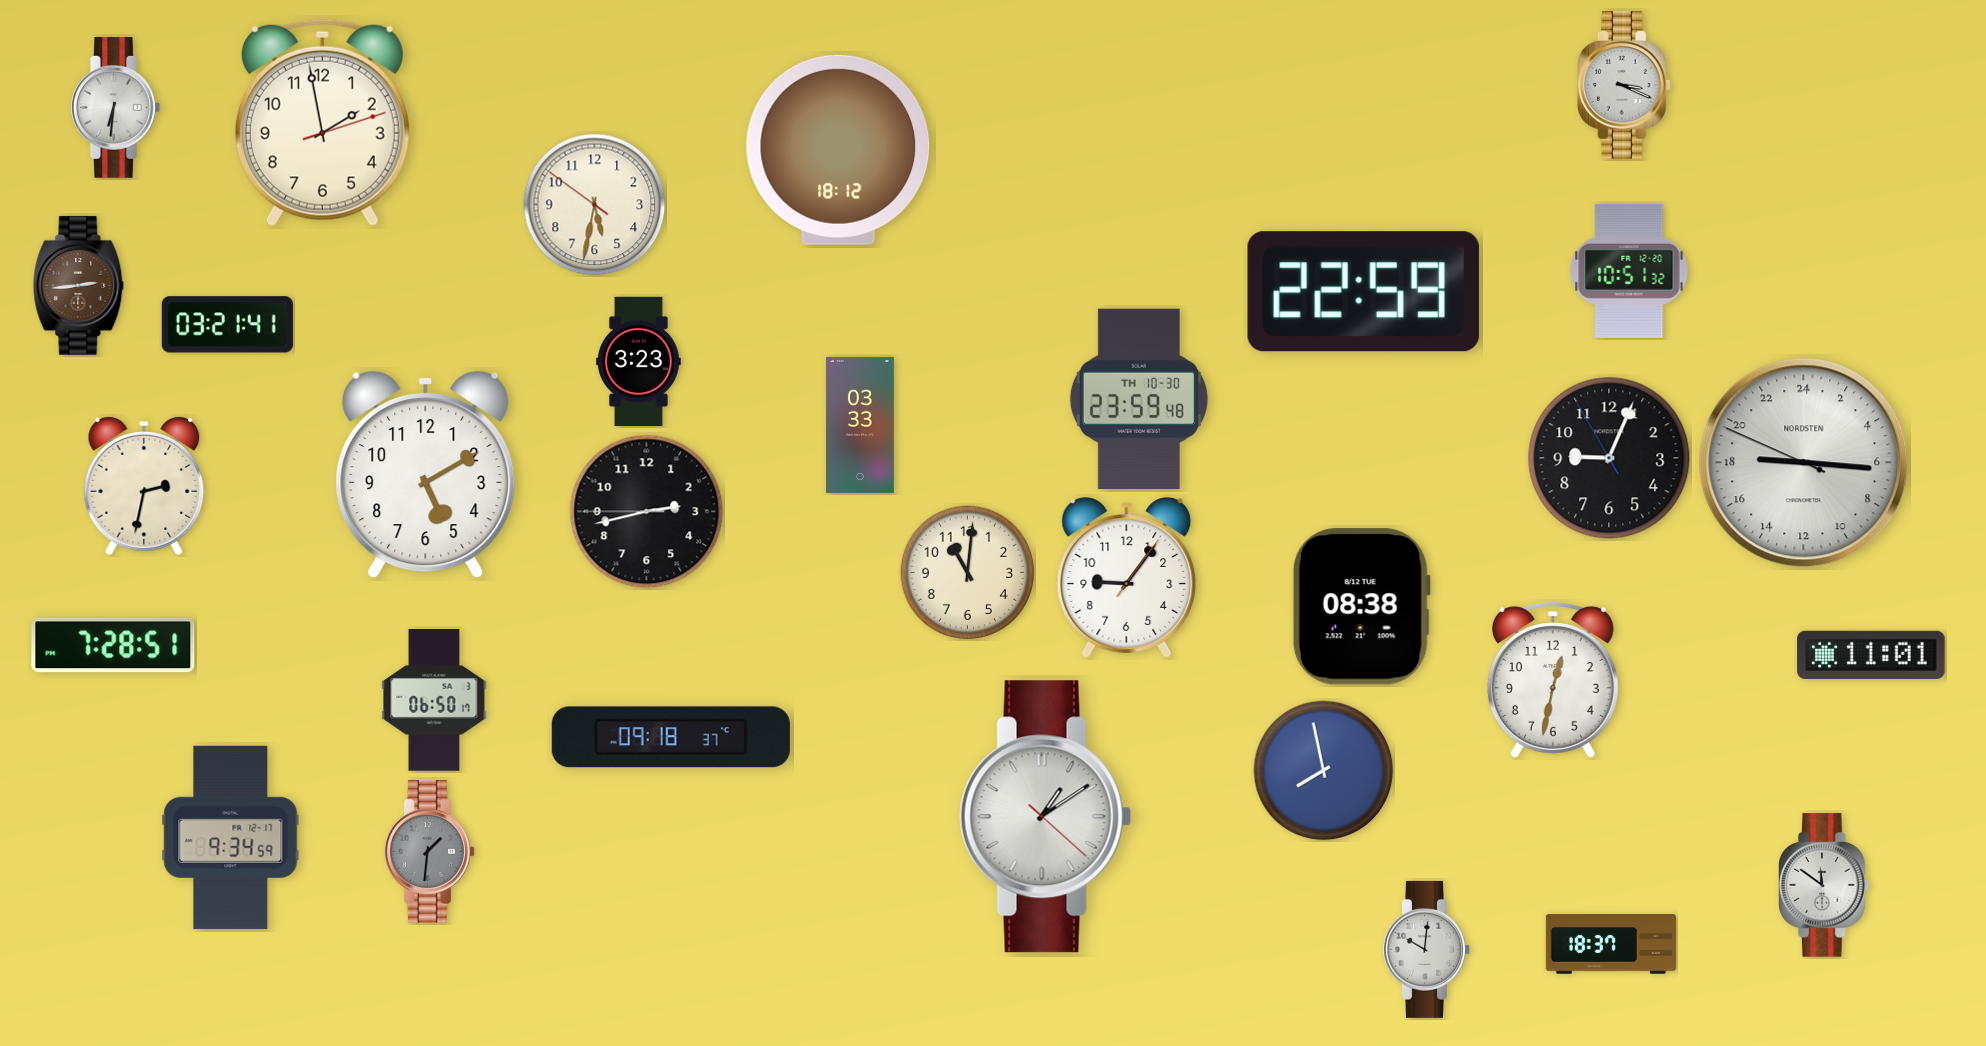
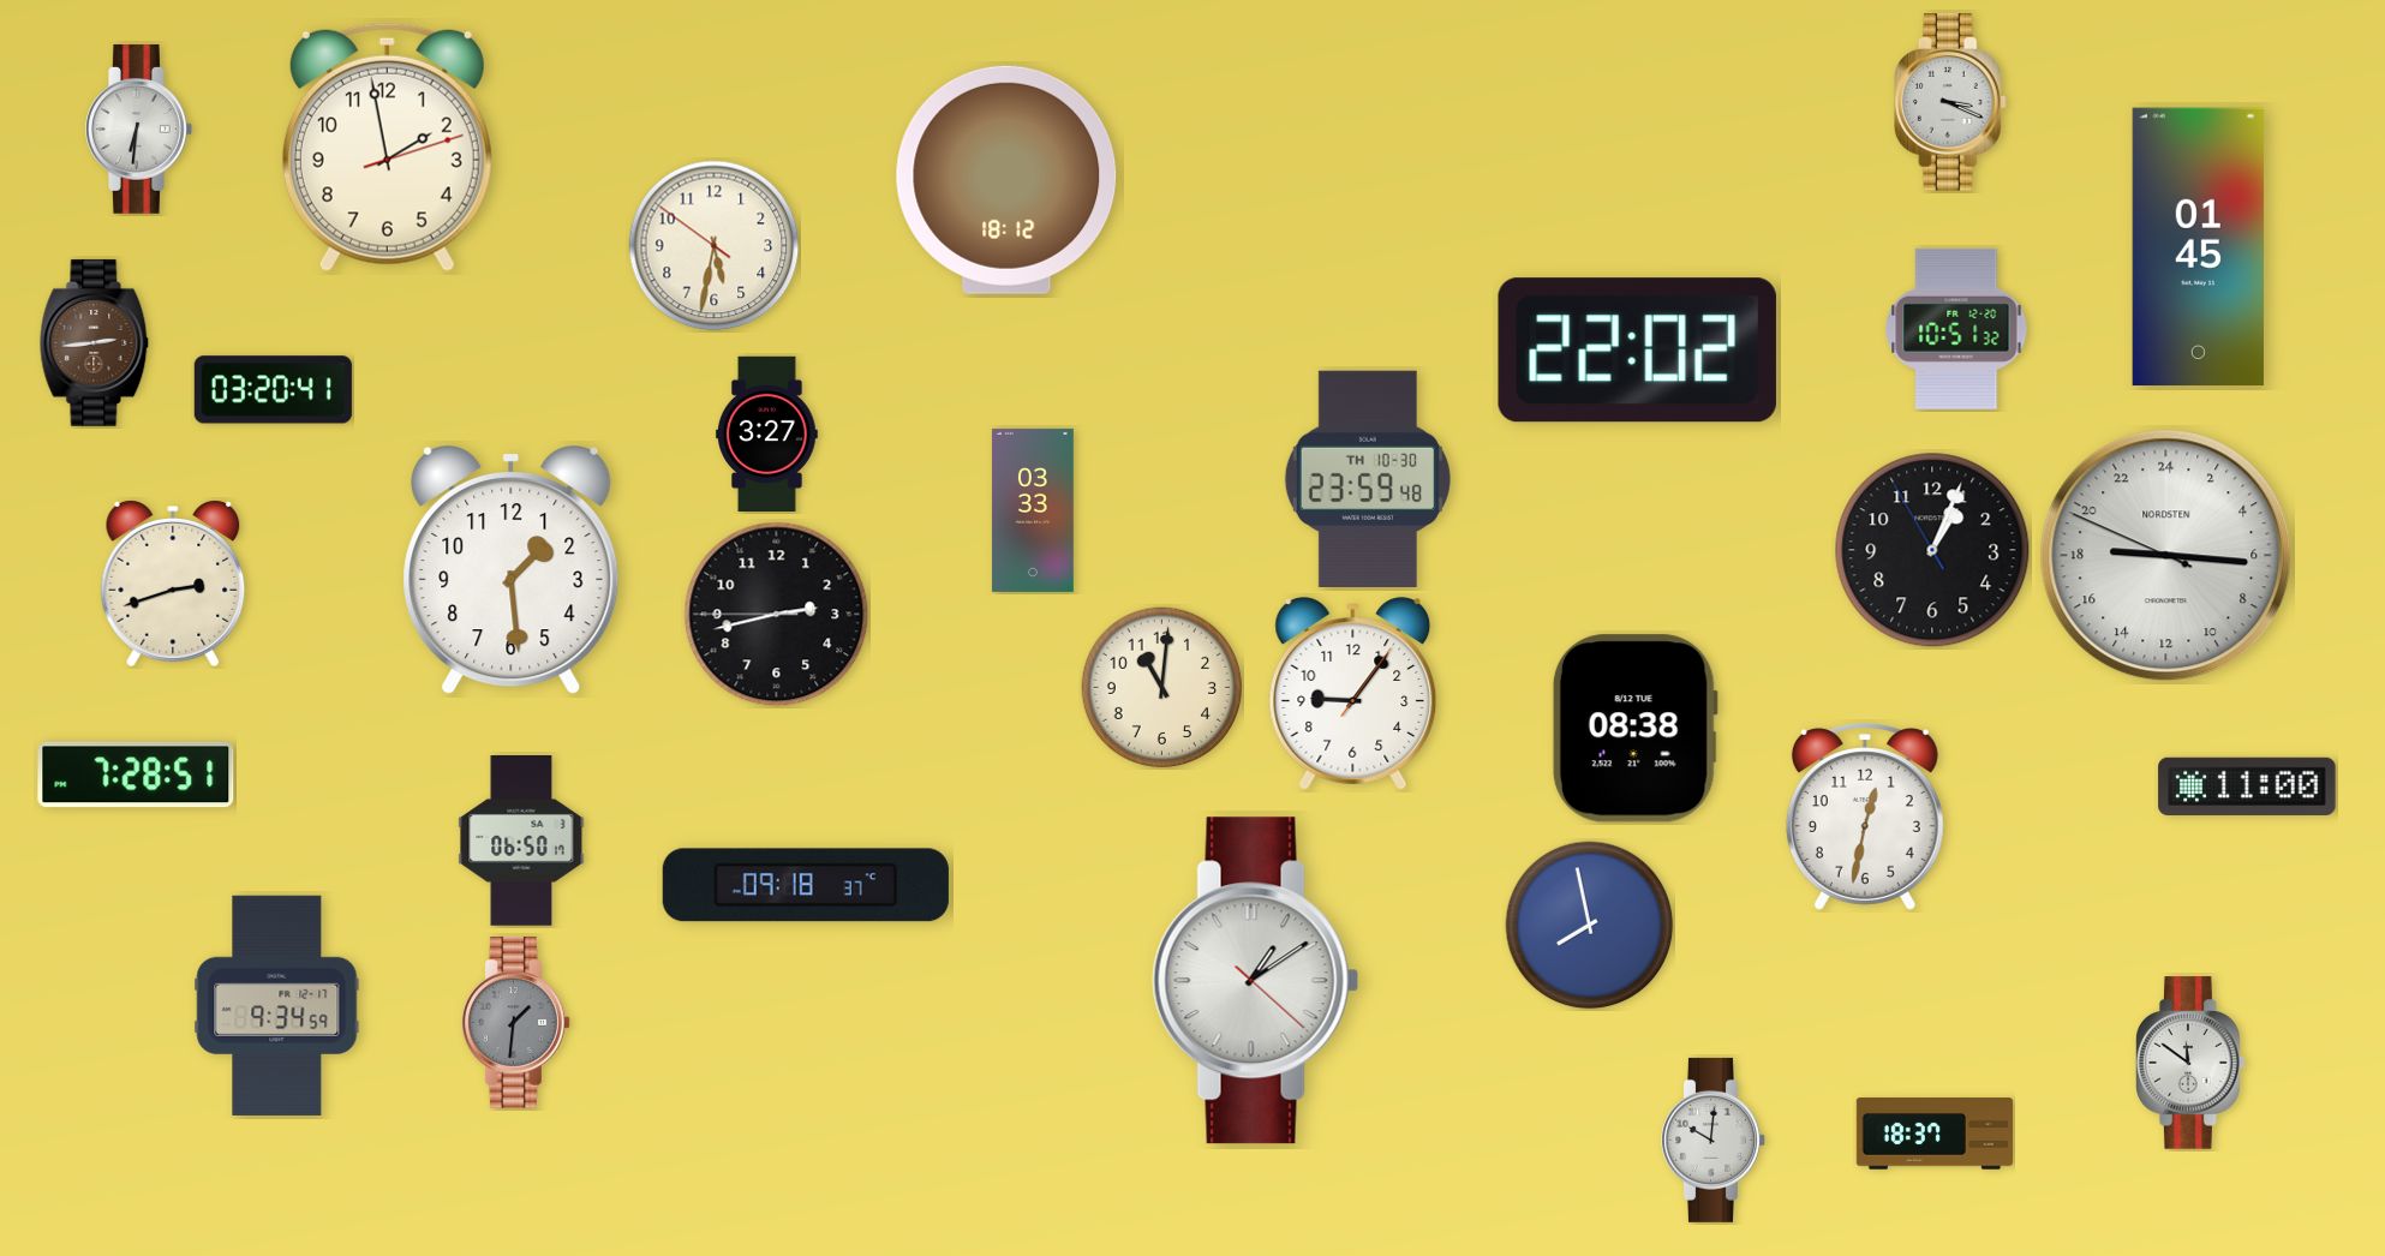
clock at (2198, 247): none -> 01:45
clock at (1629, 271) position: (1629, 271) -> (1956, 329)
clock at (1363, 292): 22:59 -> 22:02
clock at (227, 325): 03:21 -> 03:20
clock at (639, 361): 3:23 -> 3:27
clock at (1609, 458): 9:03 -> 1:03
clock at (426, 476): 5:10 -> 1:29
clock at (144, 486): 2:32 -> 2:42
clock at (1871, 654): 11:01 -> 11:00
